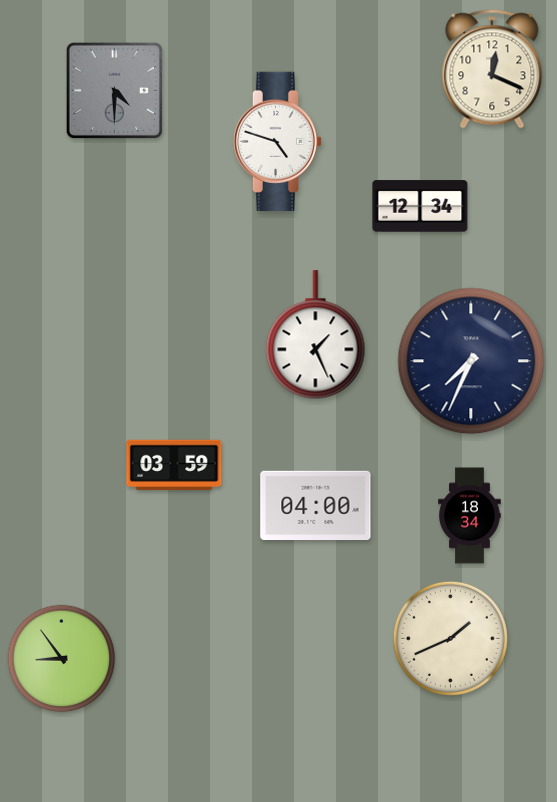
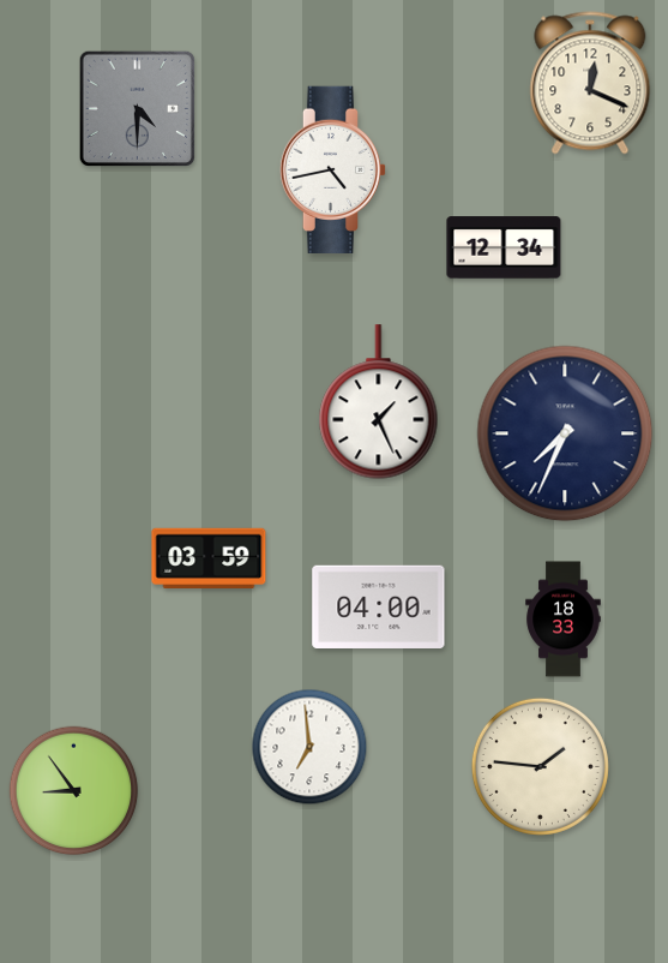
clock at (278, 141): 4:48 -> 4:43
clock at (470, 516): 18:34 -> 18:33
clock at (309, 747): none -> 6:59
clock at (450, 638): 1:41 -> 1:46
